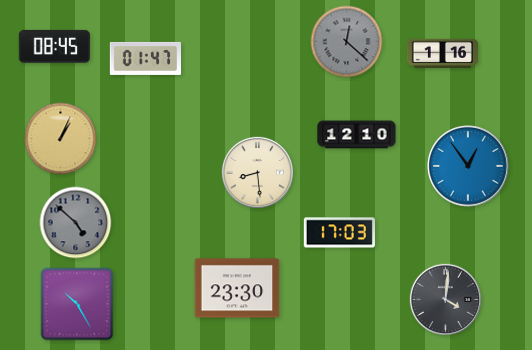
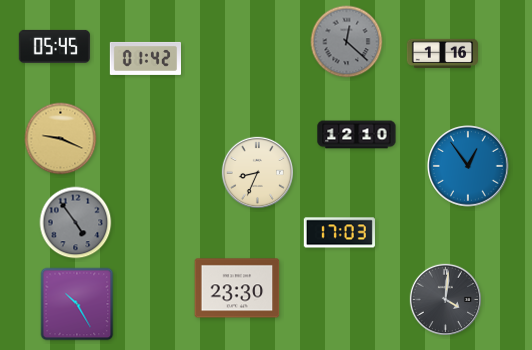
clock at (54, 46): 08:45 -> 05:45
clock at (145, 58): 01:47 -> 01:42
clock at (61, 139): 1:04 -> 9:19
clock at (257, 172): 8:29 -> 8:34
clock at (76, 223): 4:52 -> 4:54
